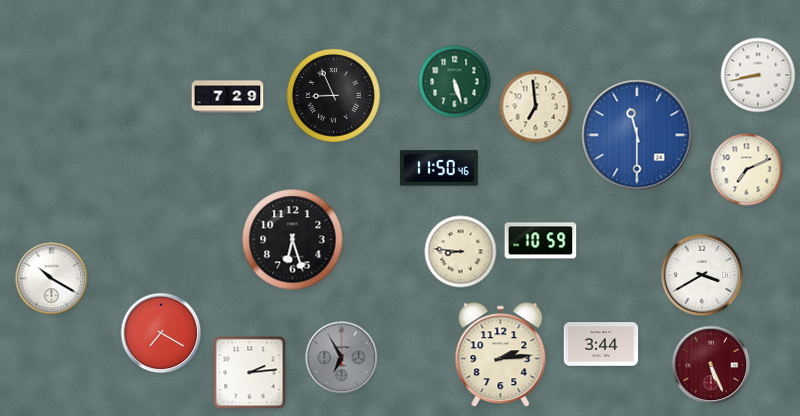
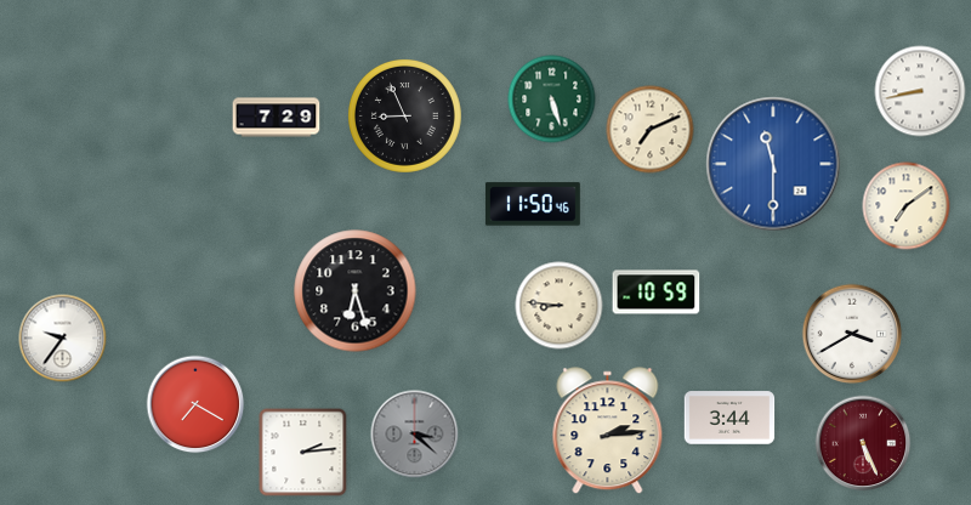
clock at (536, 107): 6:59 -> 7:11
clock at (747, 170): 7:11 -> 7:09
clock at (52, 279): 10:20 -> 9:36
clock at (342, 358): 6:55 -> 3:22
